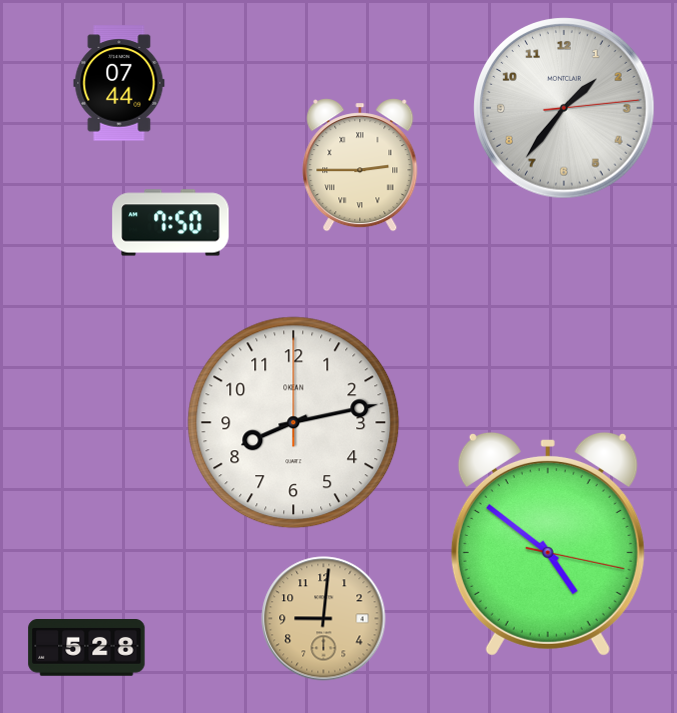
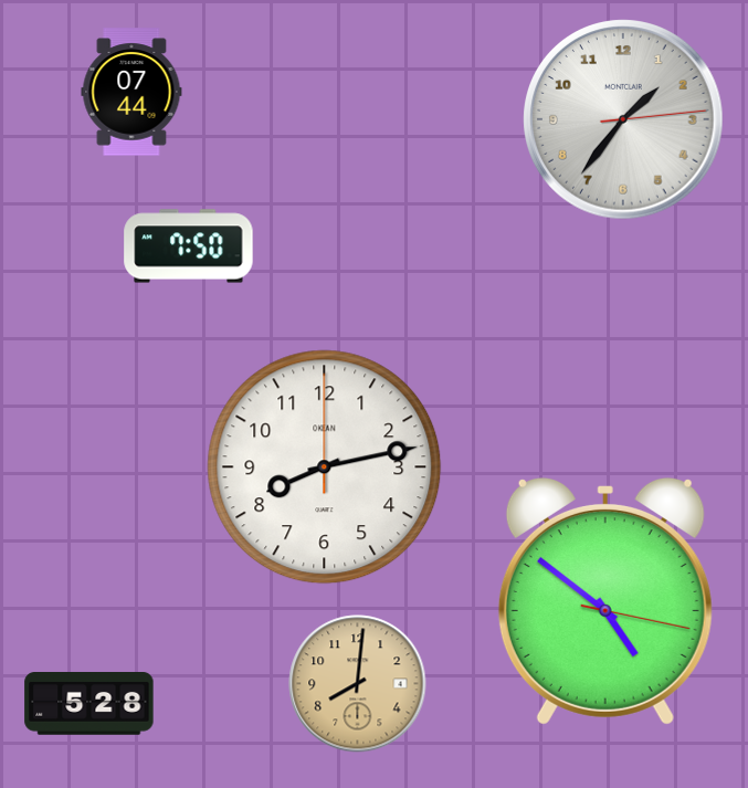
clock at (360, 165): 2:45 -> none
clock at (324, 619): 9:01 -> 8:01
clock at (87, 648) position: (87, 648) -> (89, 704)
